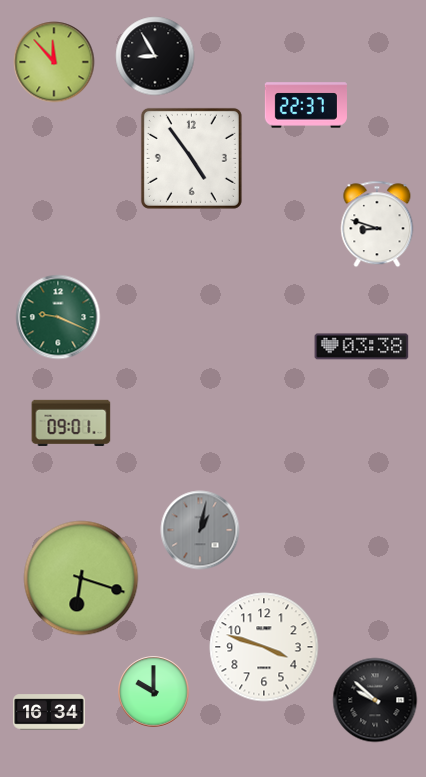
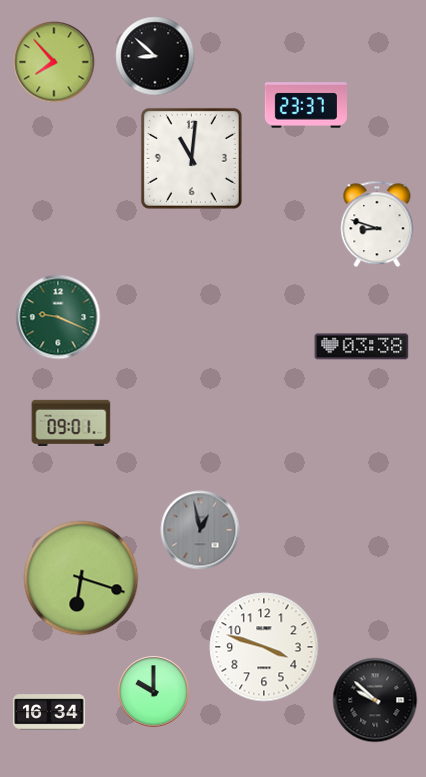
clock at (155, 56): 8:55 -> 8:52
clock at (54, 62): 11:53 -> 7:53
clock at (306, 105): 22:37 -> 23:37
clock at (191, 158): 4:54 -> 11:01
clock at (200, 530): 1:02 -> 12:58
